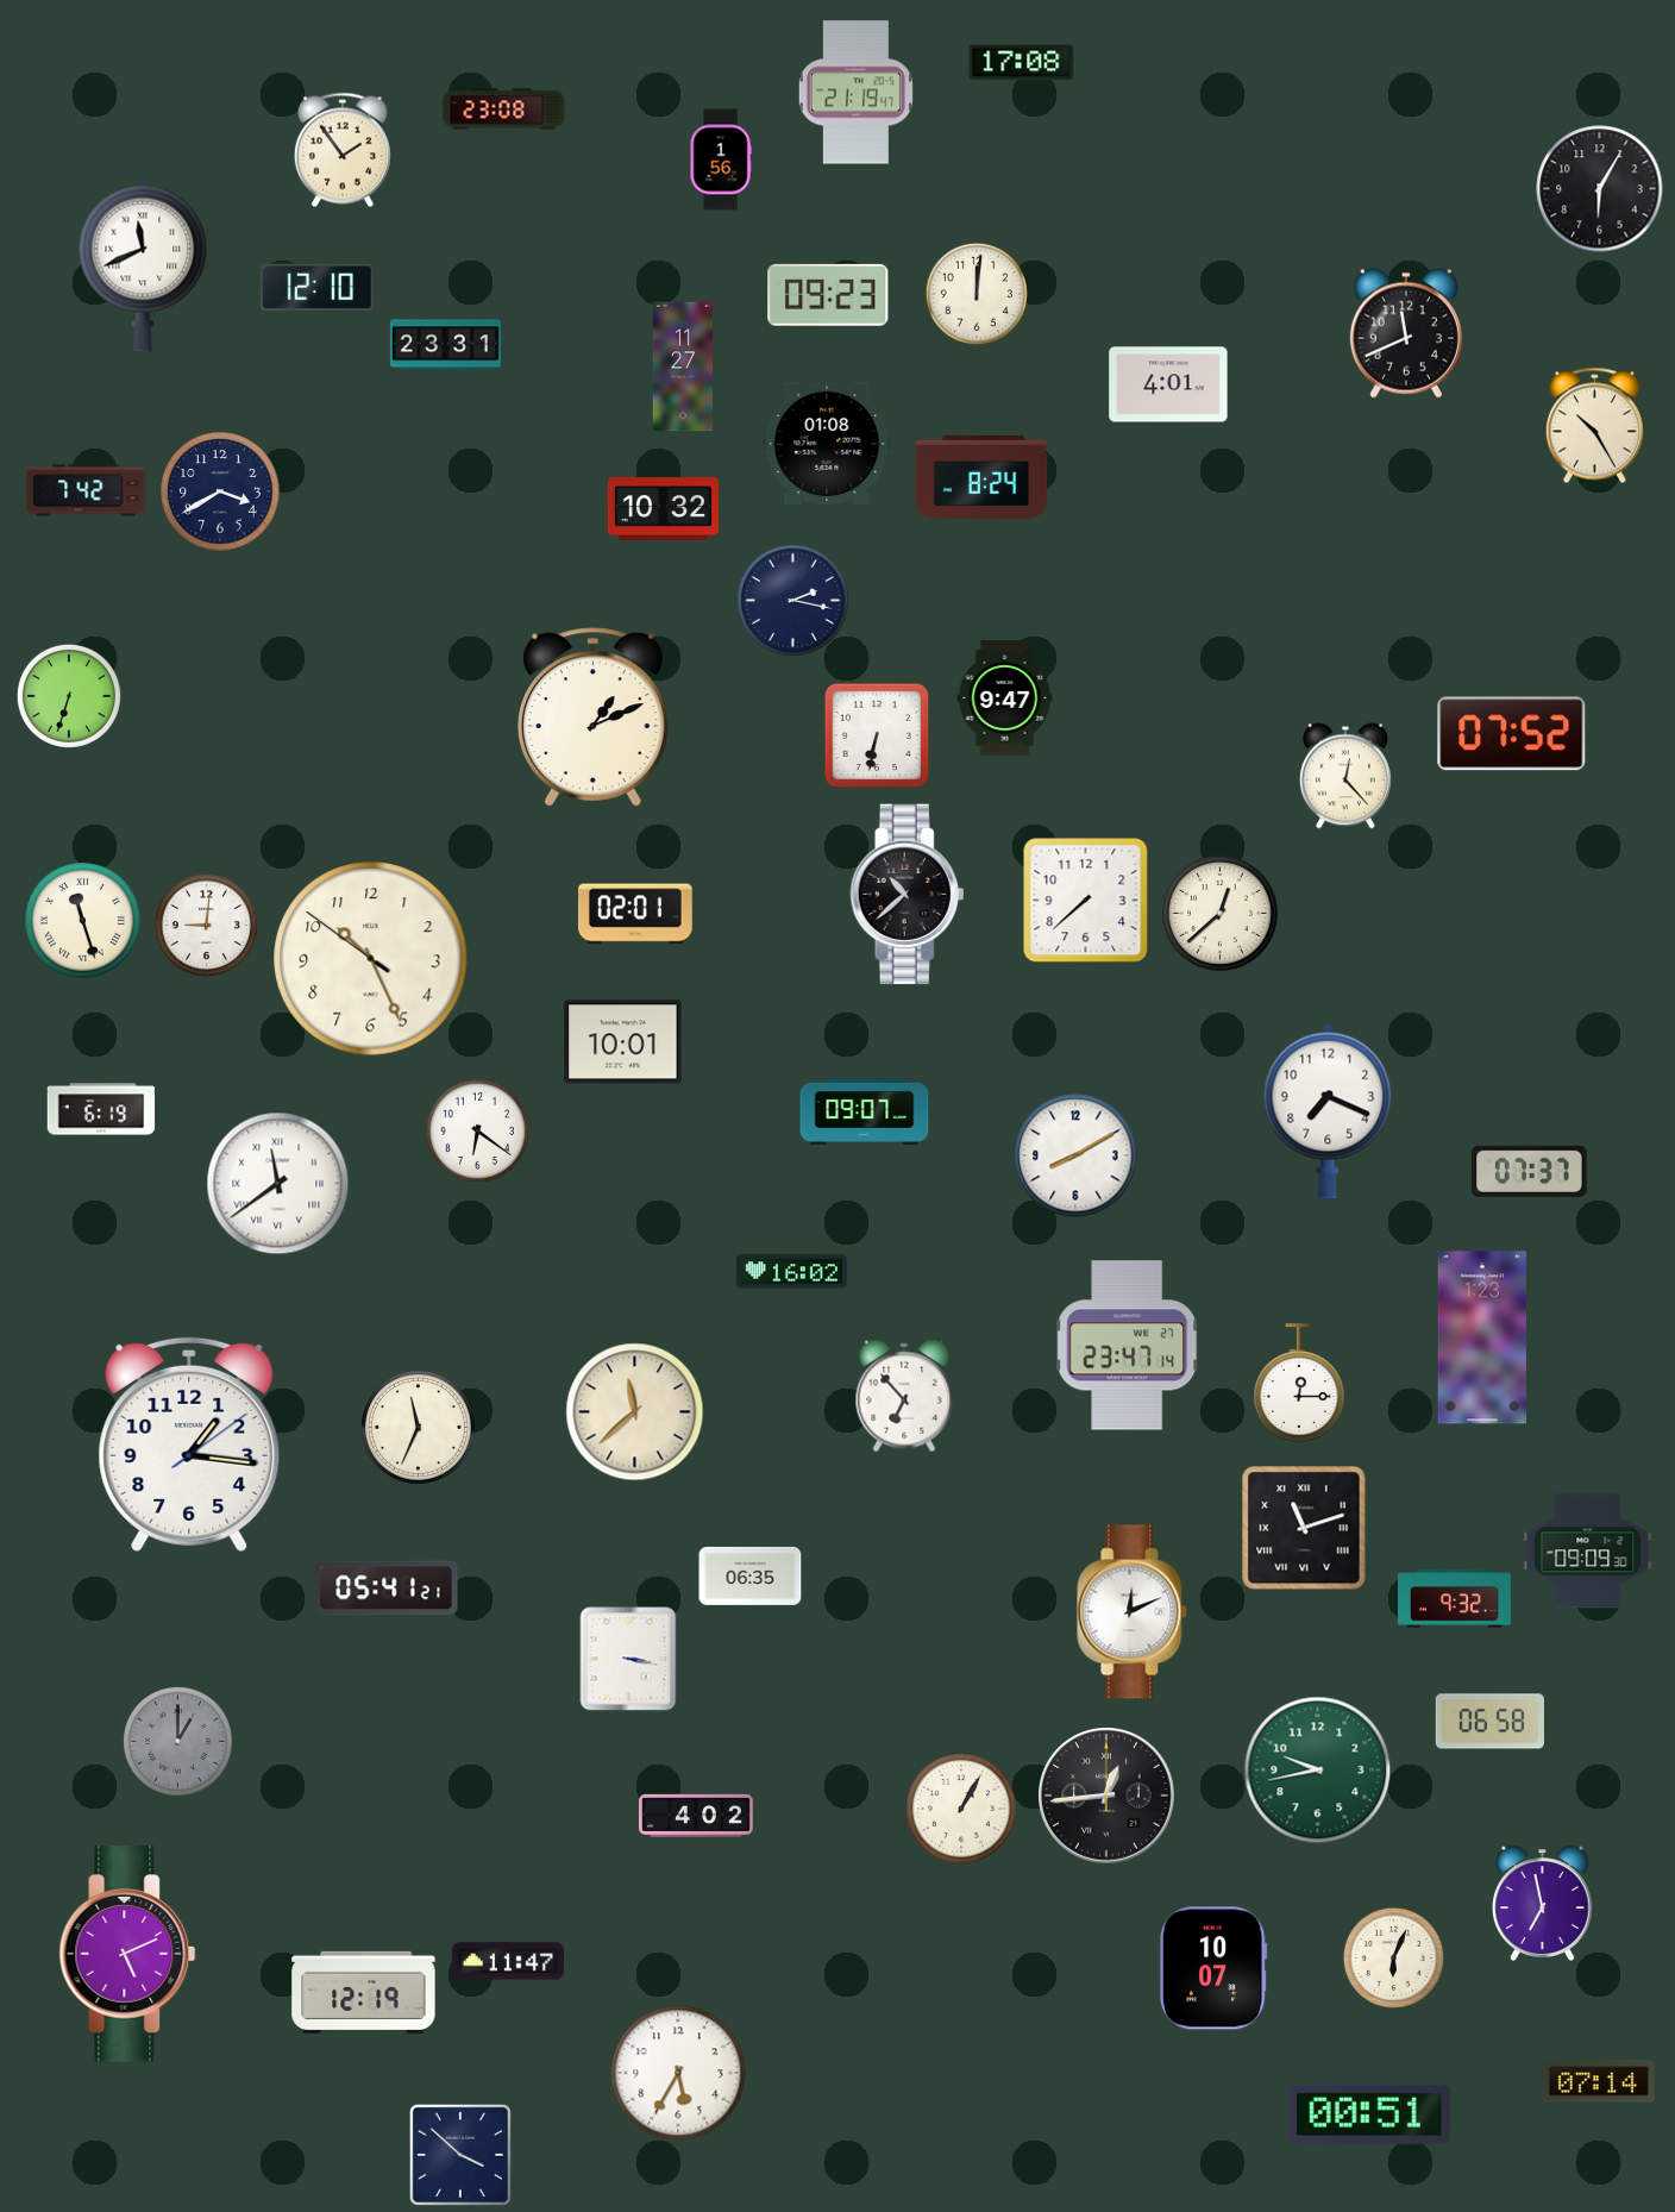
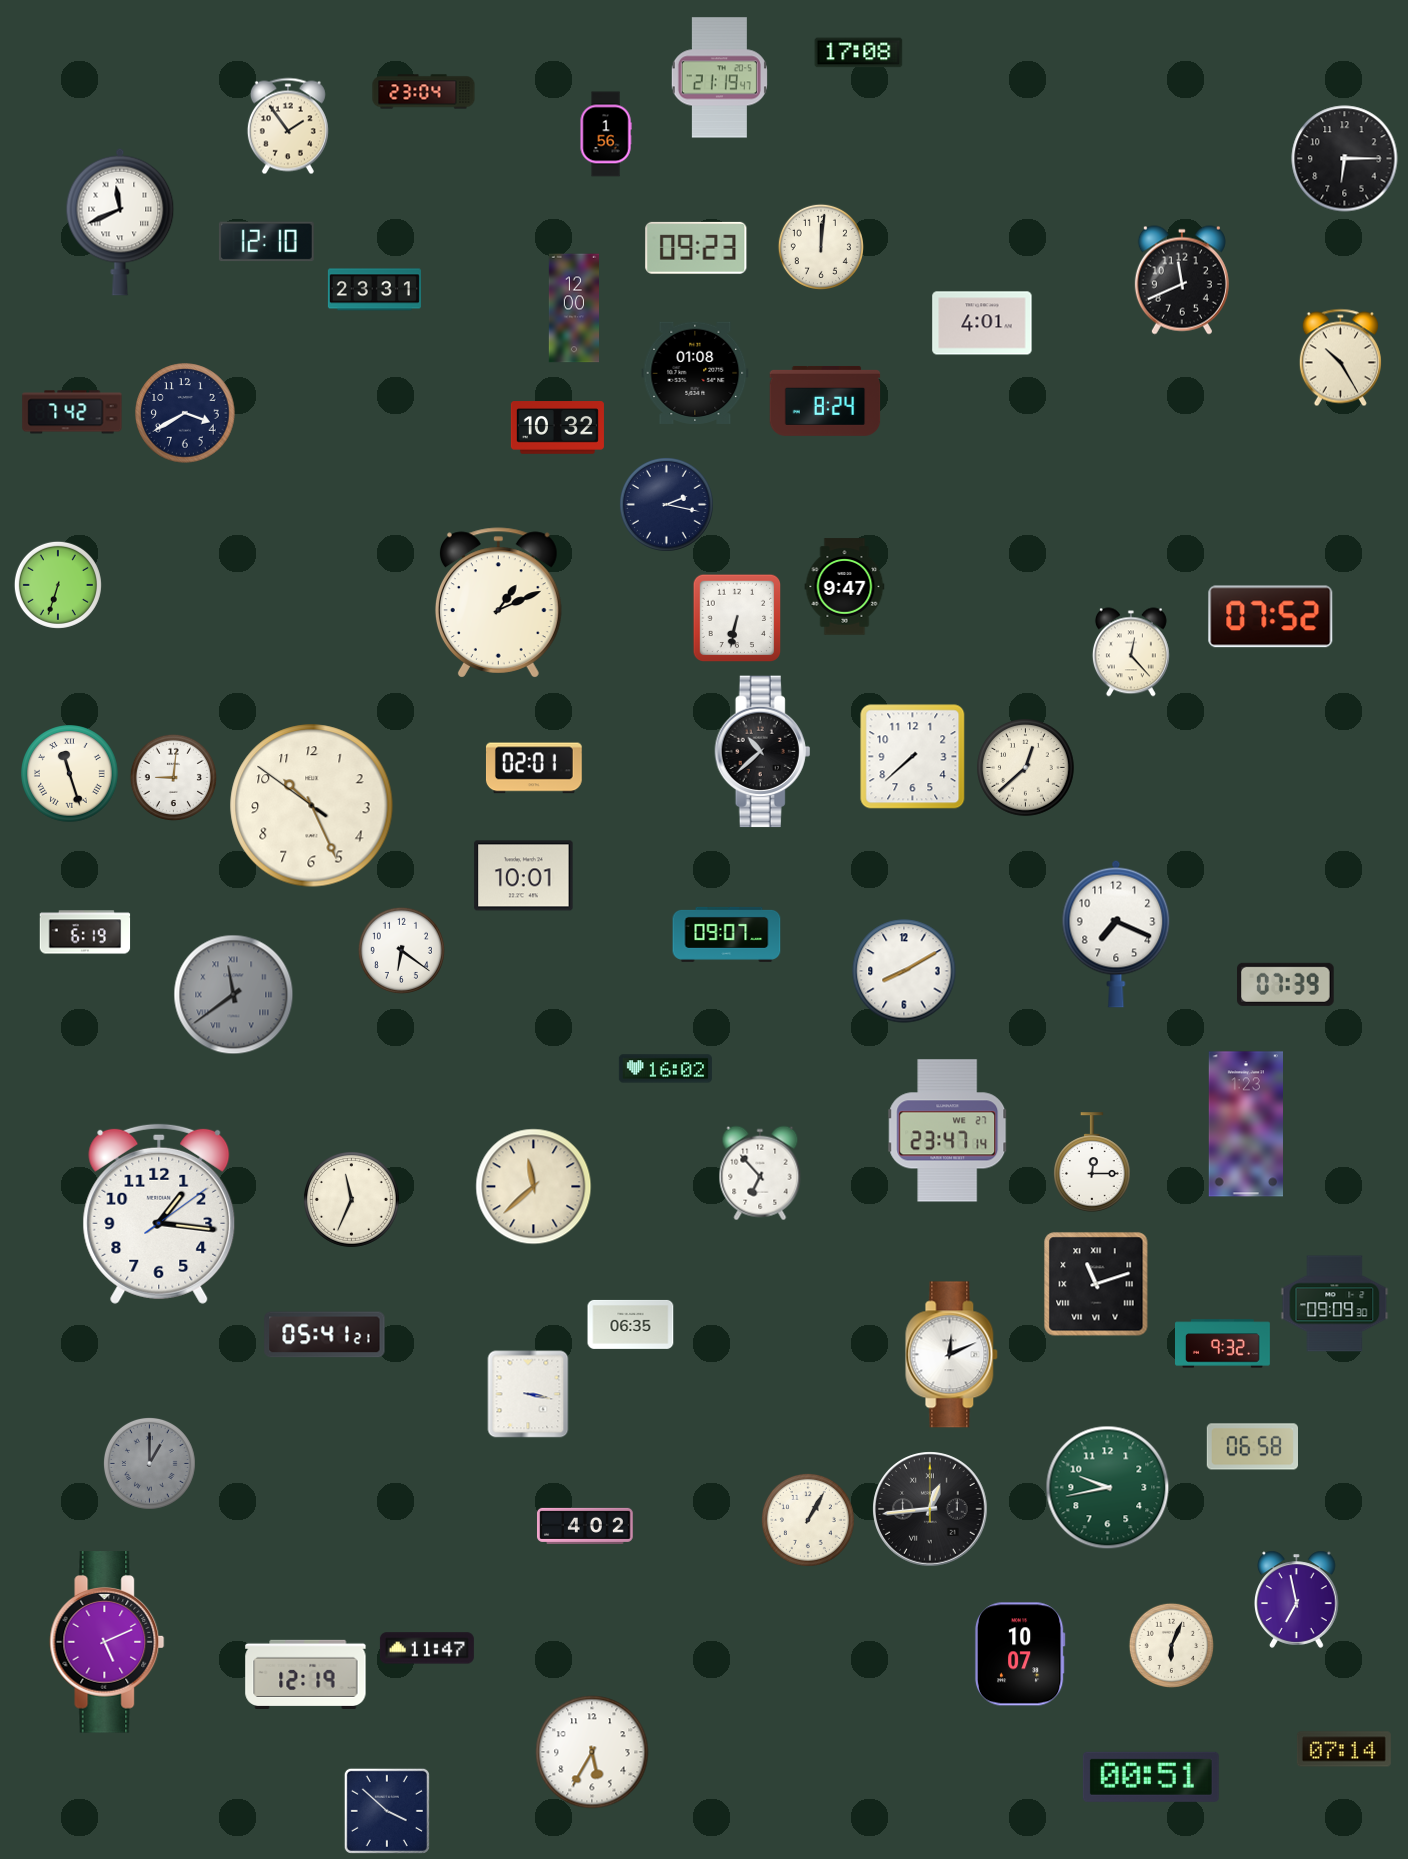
clock at (504, 109): 23:08 -> 23:04
clock at (1600, 189): 6:05 -> 6:15
clock at (682, 366): 11:27 -> 12:00
clock at (1530, 1171): 07:37 -> 07:39
clock at (278, 1184) dial: white -> grey
clock at (678, 2073) position: (678, 2073) -> (592, 1752)
